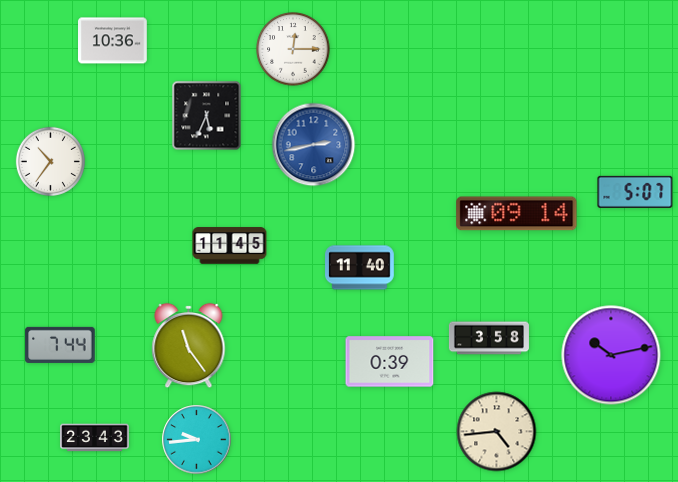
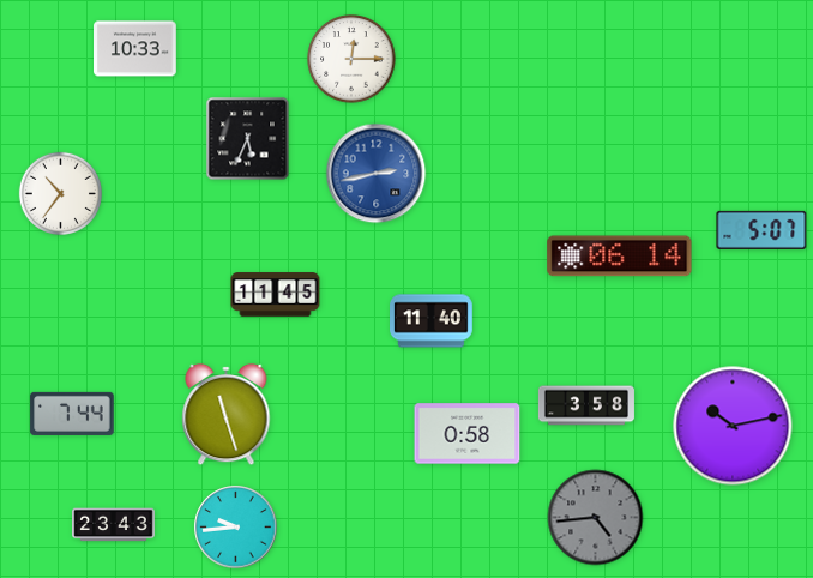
clock at (113, 41): 10:36 -> 10:33
clock at (517, 214): 09:14 -> 06:14
clock at (189, 346): 11:24 -> 11:27
clock at (390, 362): 0:39 -> 0:58
clock at (497, 432) dial: cream -> grey
